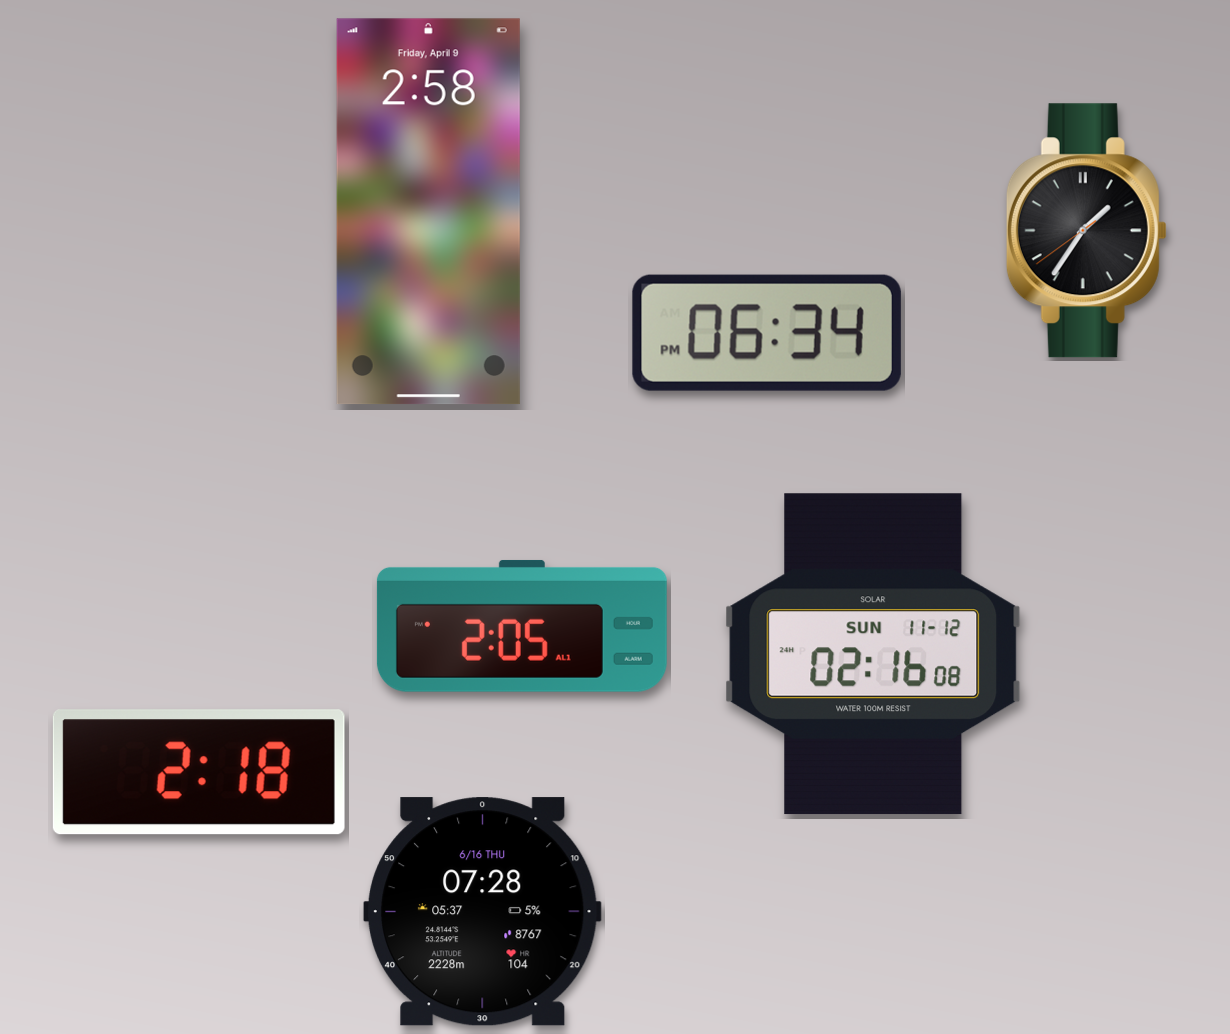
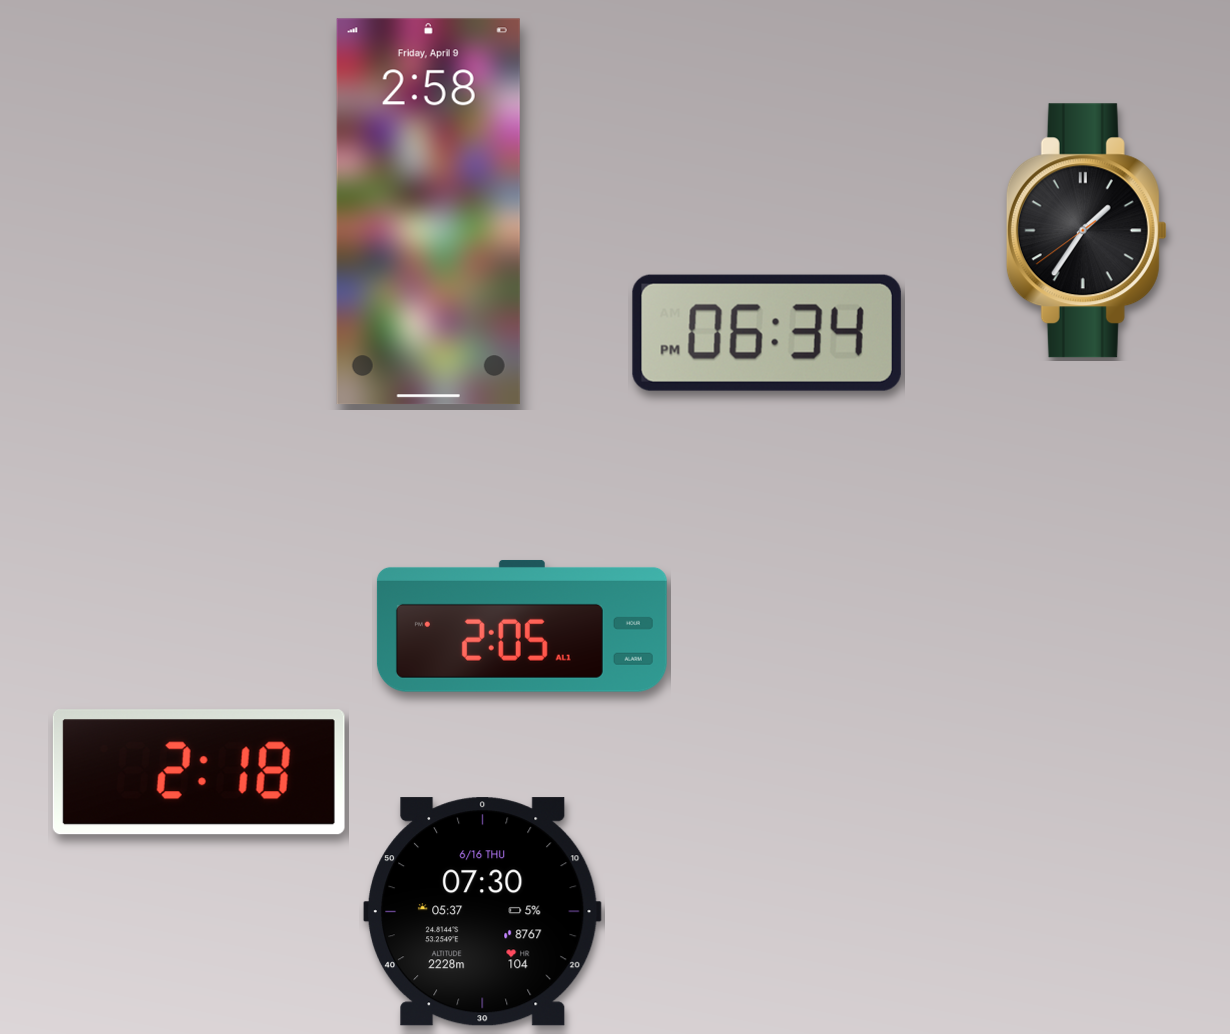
clock at (873, 654): 02:16 -> none
clock at (482, 912): 07:28 -> 07:30
